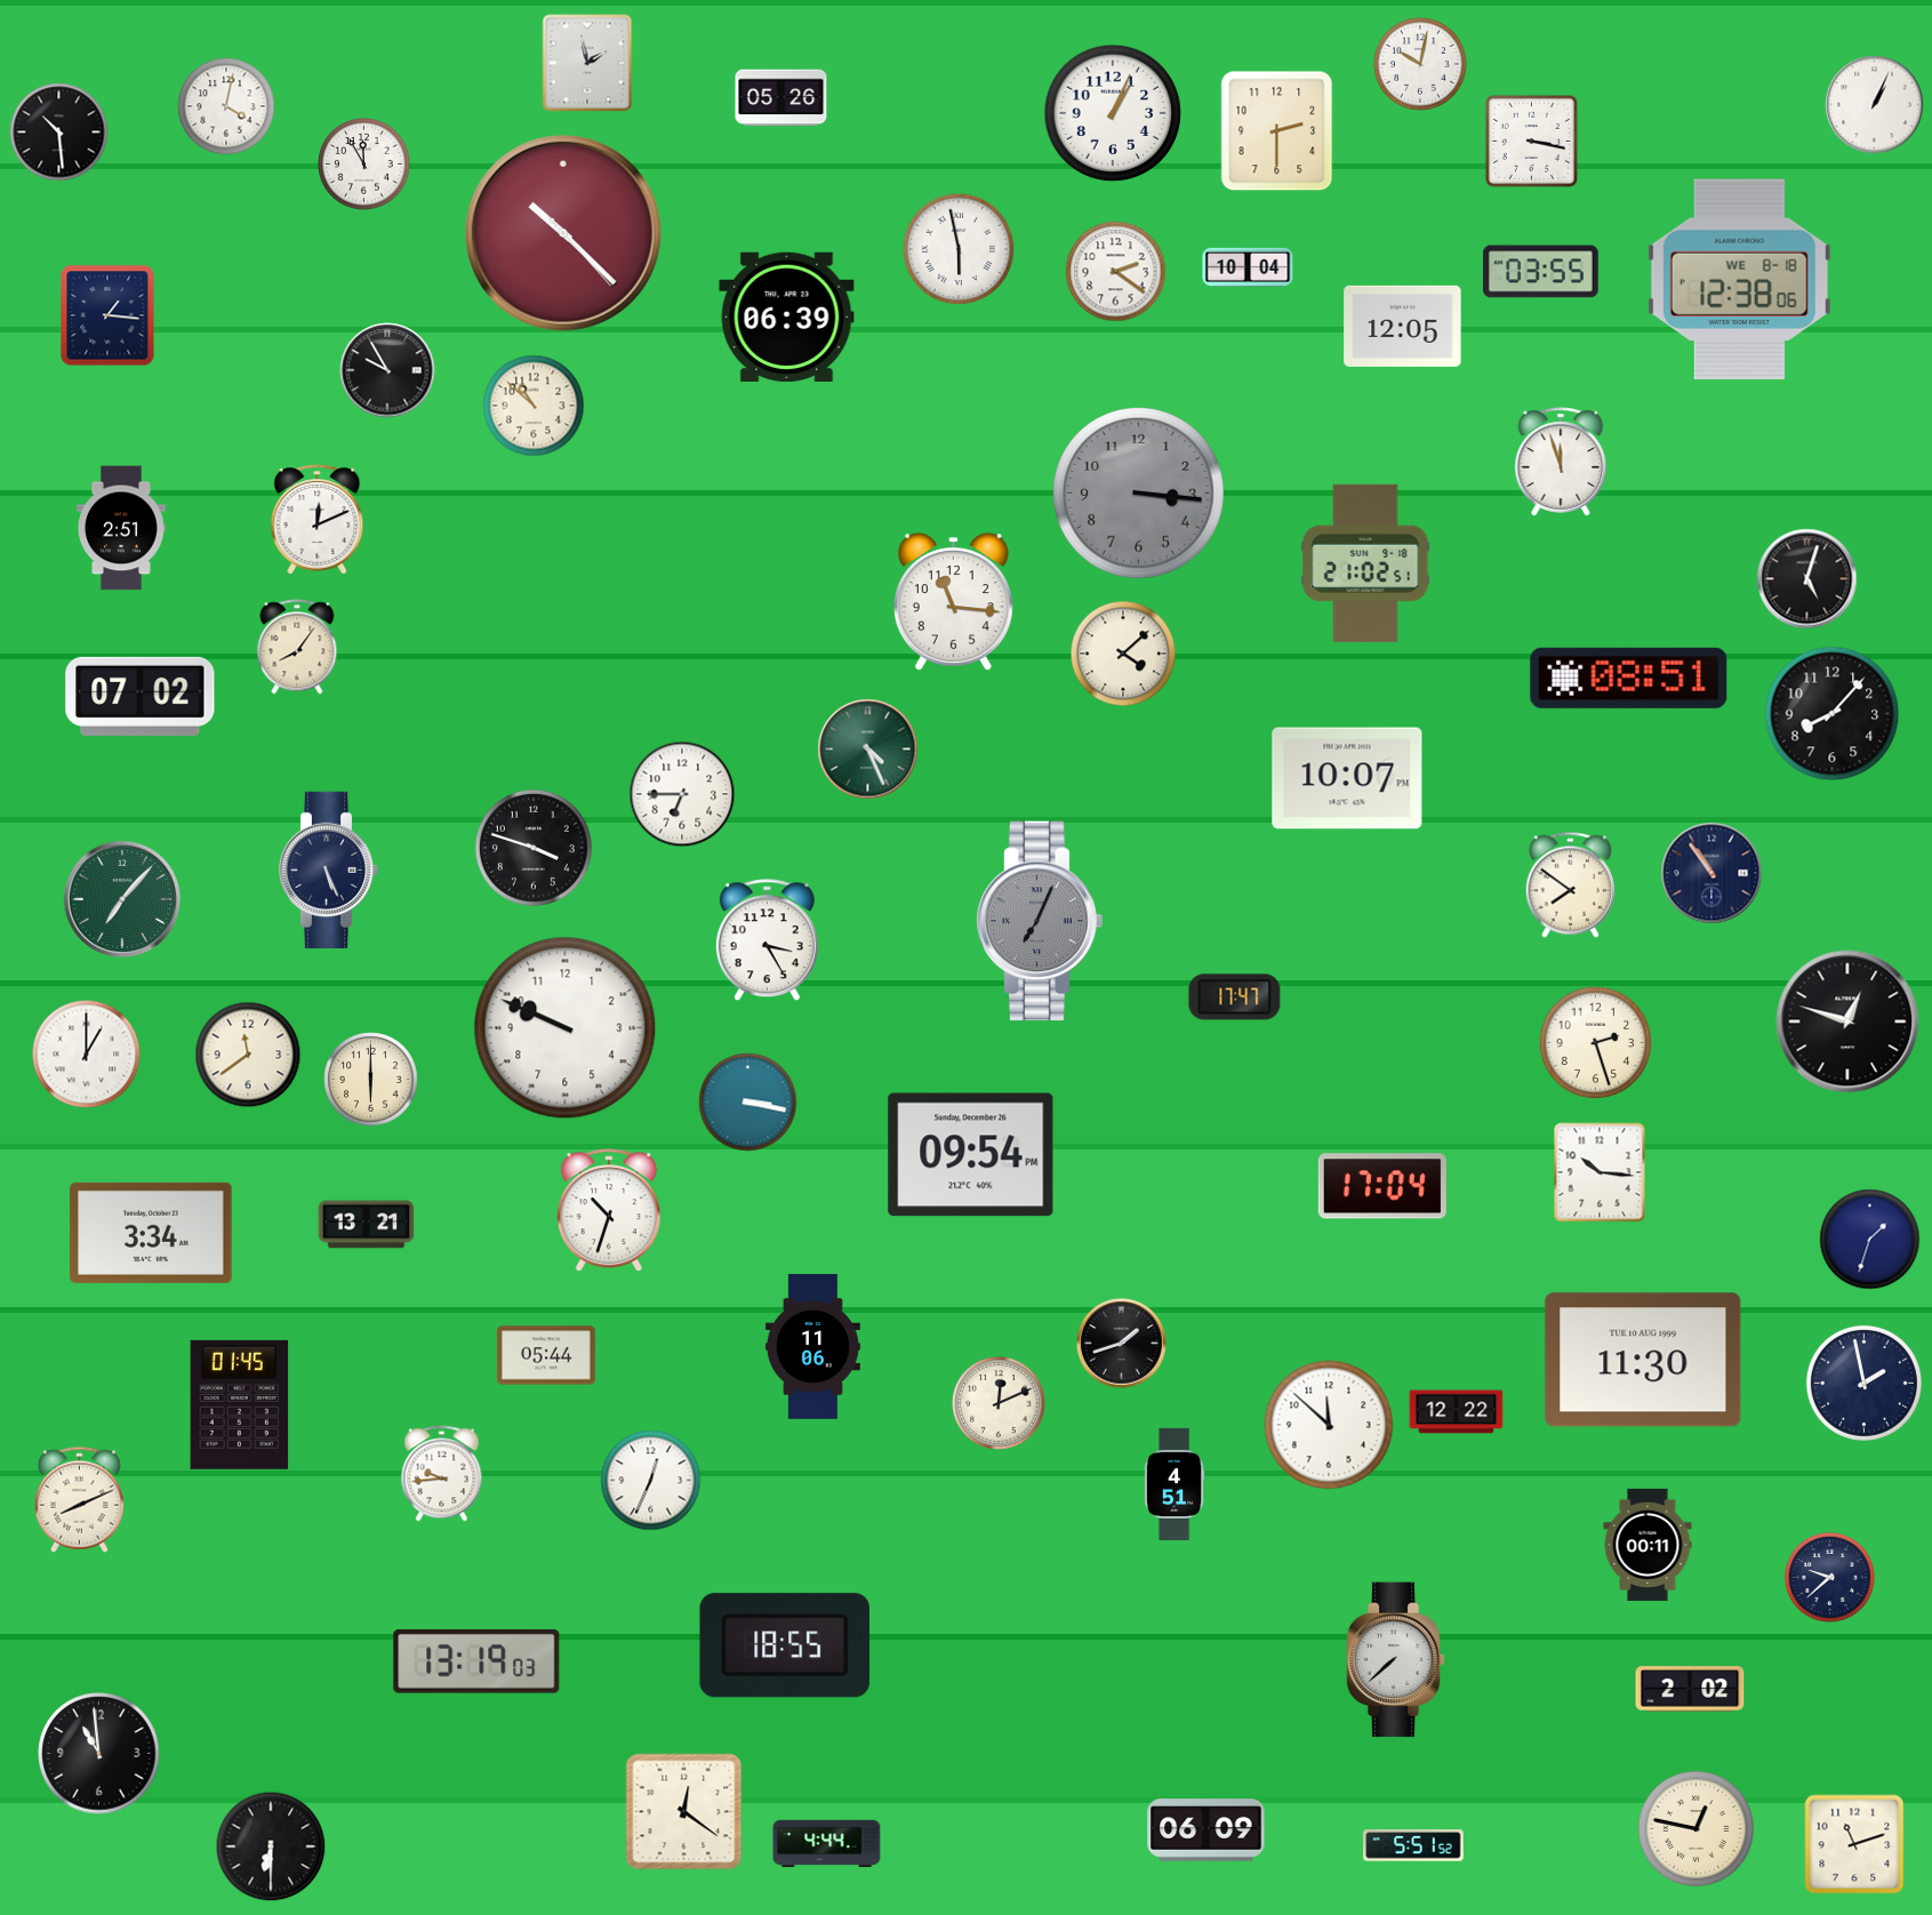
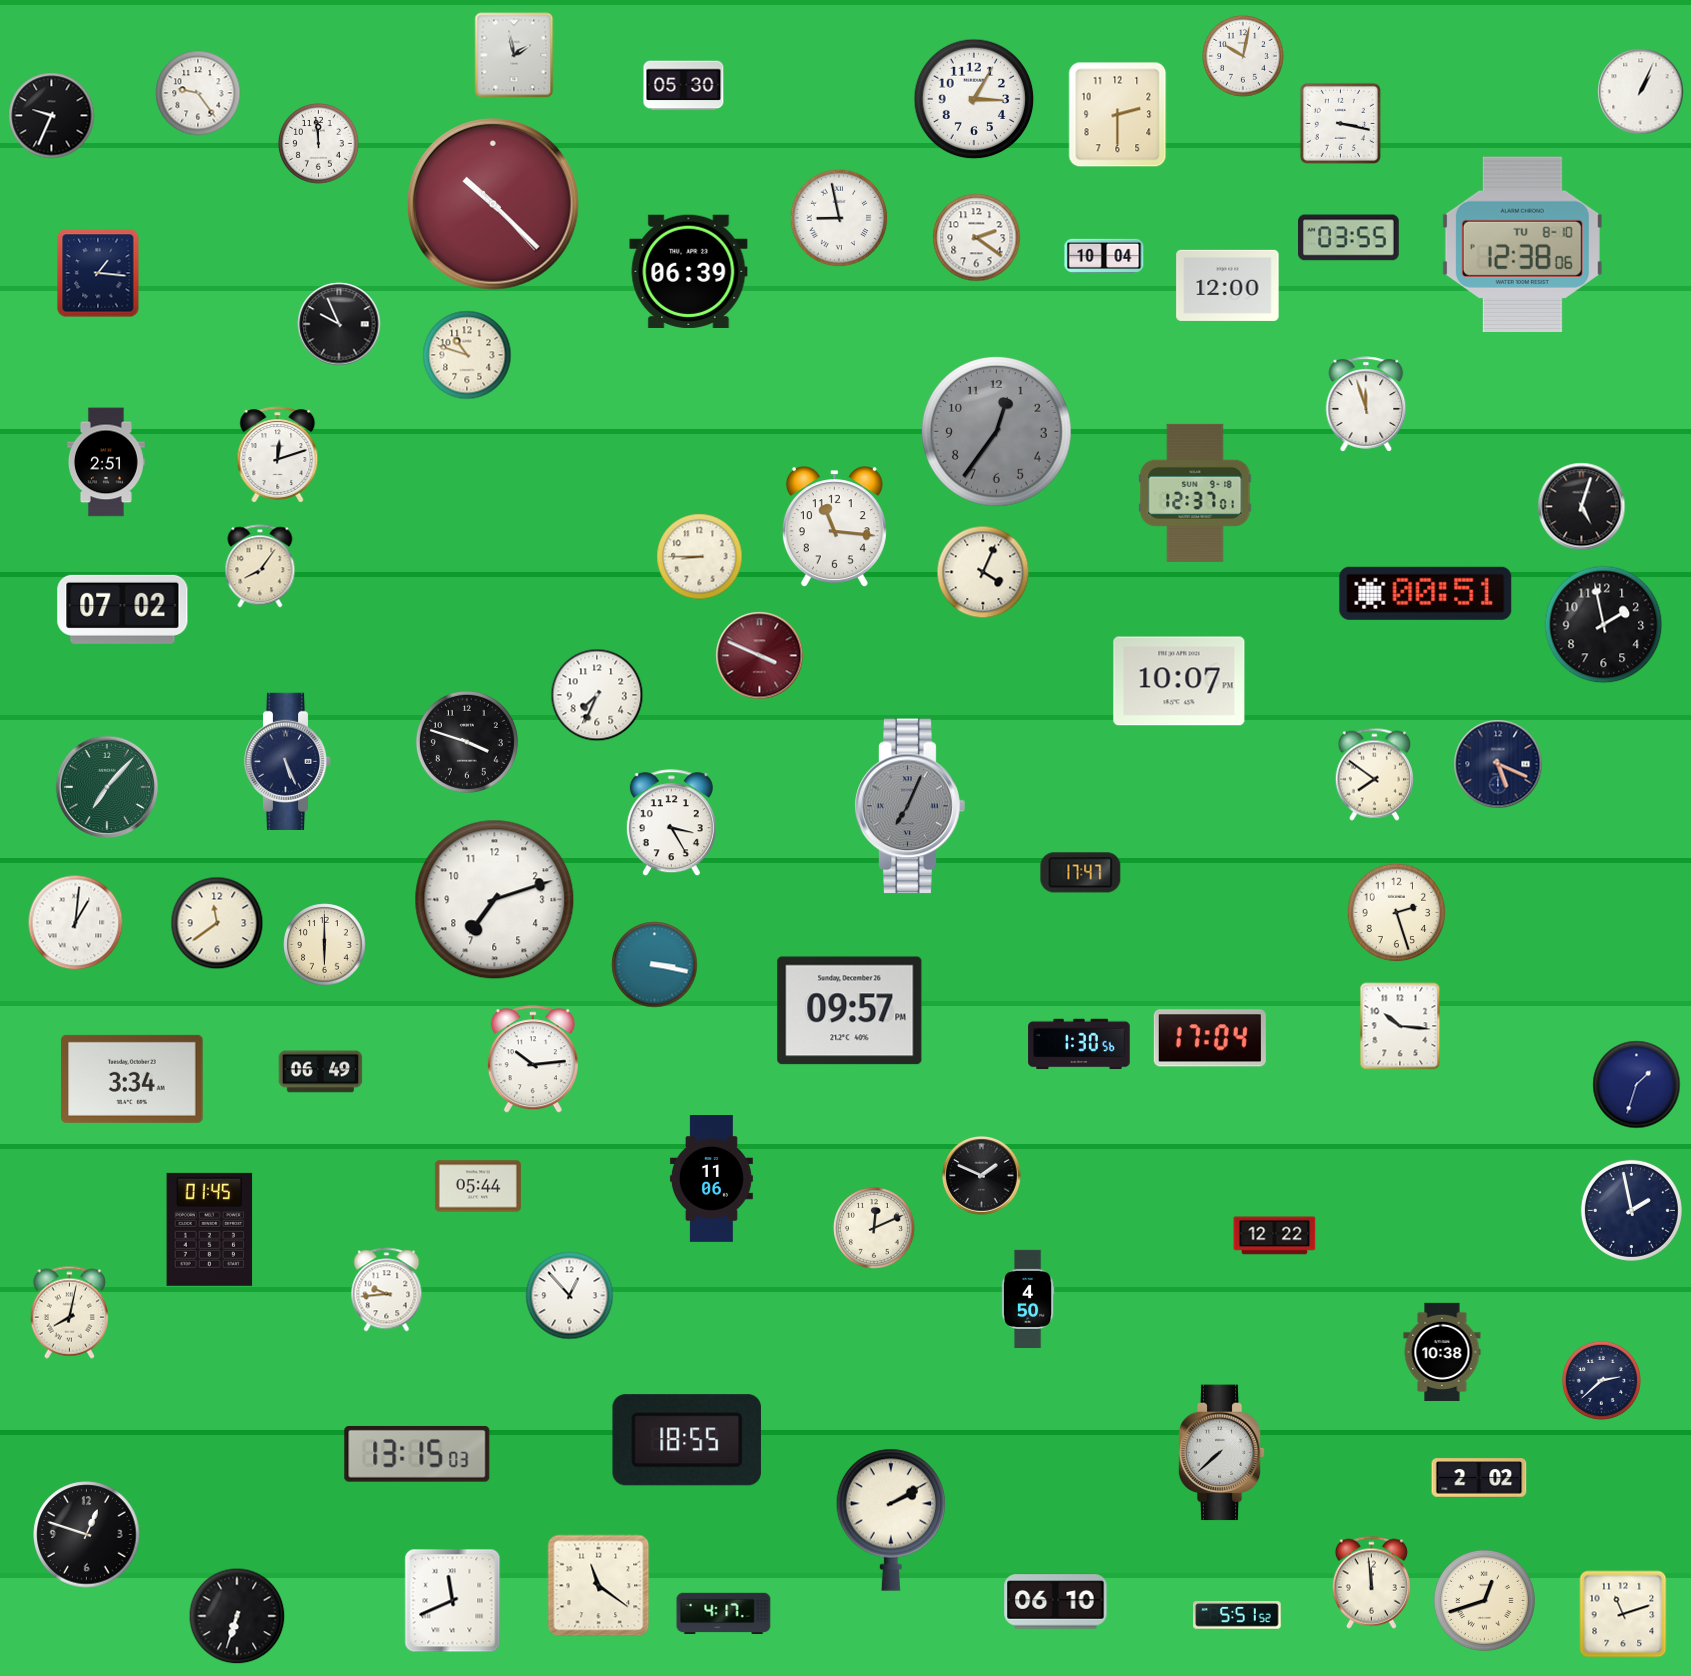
clock at (781, 98): 05:26 -> 05:30
clock at (226, 106): 4:02 -> 9:24
clock at (1113, 113): 1:04 -> 3:05
clock at (59, 133): 10:29 -> 9:34
clock at (363, 163): 11:55 -> 11:59
clock at (959, 249): 5:58 -> 8:58
clock at (1248, 267) position: (1248, 267) -> (1104, 256)
clock at (1739, 279) date: WE 8-18 -> TU 8-10
clock at (107, 315) position: (107, 315) -> (98, 273)
clock at (787, 317) position: (787, 317) -> (689, 271)
clock at (1403, 326): 12:05 -> 12:00
clock at (387, 370): 9:55 -> 9:56
clock at (534, 406): 10:52 -> 10:48
clock at (1139, 494): 3:16 -> 12:36
clock at (318, 520): 12:11 -> 12:12
clock at (1365, 563): 21:02 -> 12:37
clock at (700, 557): none -> 8:45
clock at (1123, 654): 4:08 -> 4:04
clock at (1629, 678): 08:51 -> 00:51
clock at (1833, 714): 8:07 -> 1:58
clock at (868, 750): 4:26 -> 3:49
clock at (868, 750) dial: green -> burgundy
clock at (682, 794): 6:45 -> 7:34
clock at (1711, 873): 10:54 -> 5:19
clock at (1847, 1021): 12:48 -> none
clock at (566, 1028): 9:49 -> 7:12
clock at (87, 1055): 1:00 -> 1:01
clock at (971, 1155): 09:54 -> 09:57
clock at (1079, 1044): none -> 1:30
clock at (609, 1211): 10:33 -> 10:14
clock at (367, 1225): 13:21 -> 06:49
clock at (1122, 1344): 1:42 -> 1:49
clock at (1643, 1360): 11:30 -> none
clock at (1329, 1425): 11:52 -> none
clock at (651, 1481): 12:34 -> 12:53
clock at (1175, 1483): 4:51 -> 4:50
clock at (79, 1499): 8:11 -> 8:02
clock at (1648, 1545): 00:11 -> 10:38
clock at (1829, 1577): 9:38 -> 2:38
clock at (476, 1661): 13:19 -> 13:15
clock at (890, 1520): none -> 2:10
clock at (99, 1754): 10:59 -> 12:48
clock at (1371, 1582): none -> 11:59
clock at (684, 1812): 12:21 -> 11:21
clock at (1695, 1828): 12:47 -> 12:42
clock at (453, 1601): none -> 11:41
clock at (1207, 1830): 06:09 -> 06:10
clock at (827, 1844): 4:44 -> 4:17
clock at (271, 1846): 6:30 -> 6:33
